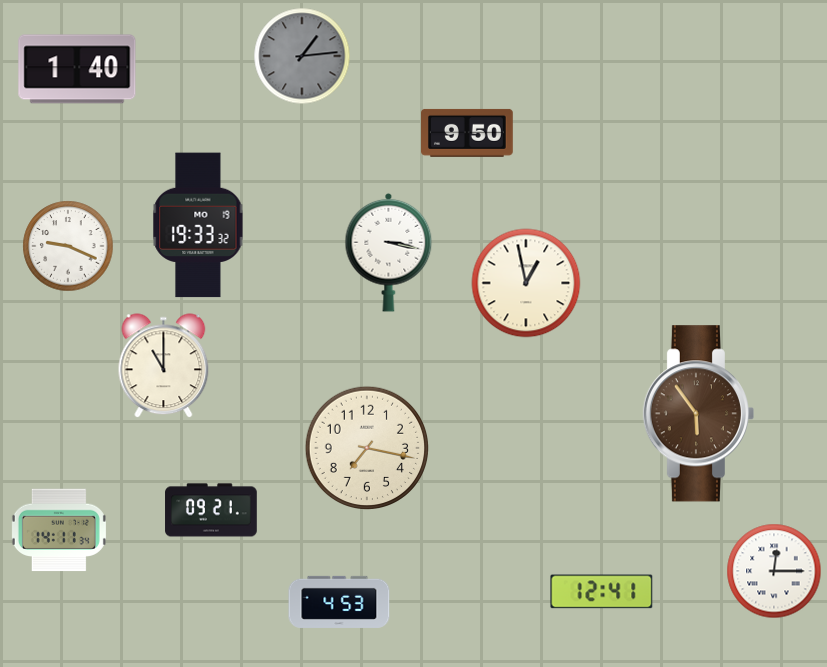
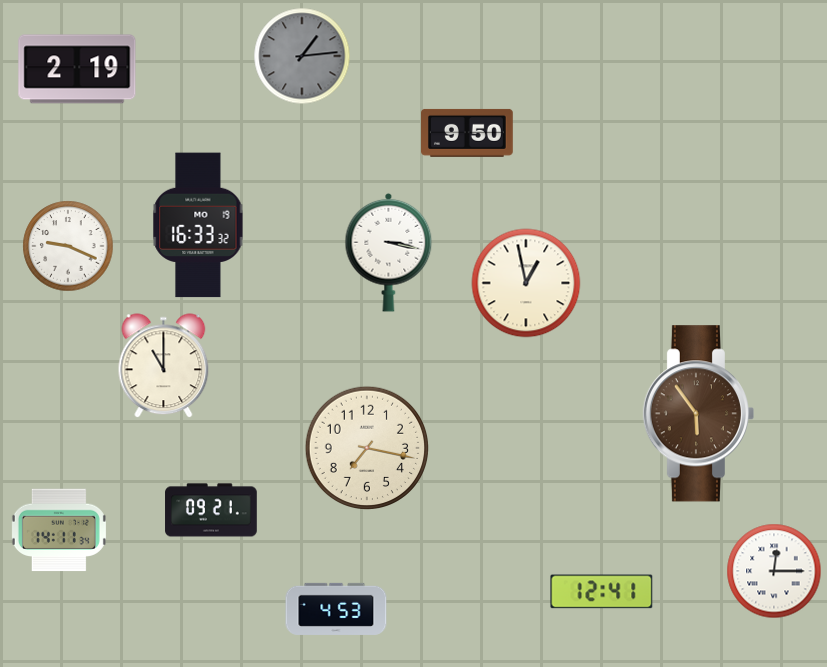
clock at (77, 69): 1:40 -> 2:19
clock at (198, 225): 19:33 -> 16:33
clock at (339, 602) position: (339, 602) -> (336, 609)
